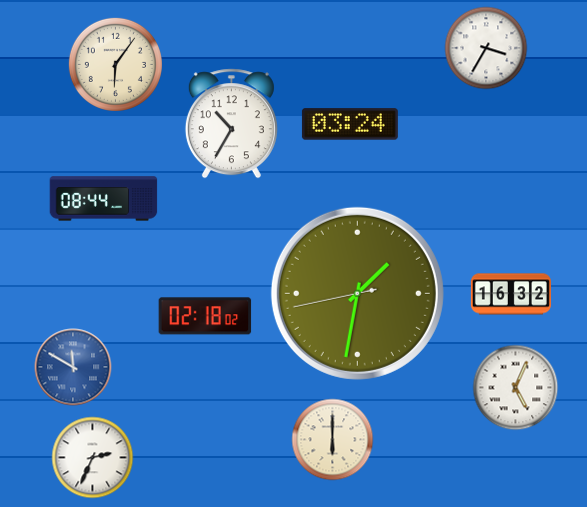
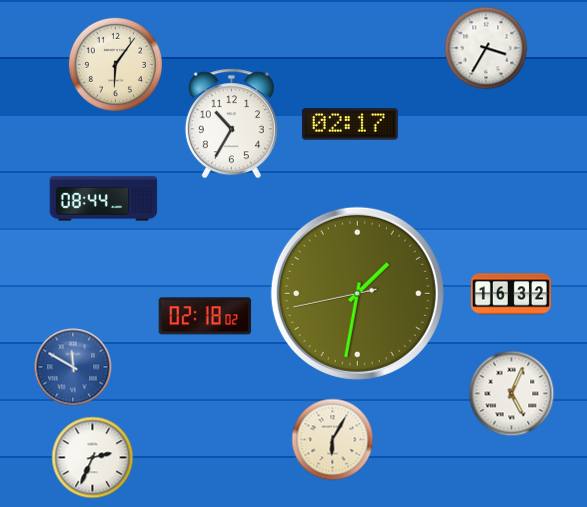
clock at (350, 124): 03:24 -> 02:17
clock at (516, 388) position: (516, 388) -> (512, 394)
clock at (333, 440): 6:00 -> 6:05
